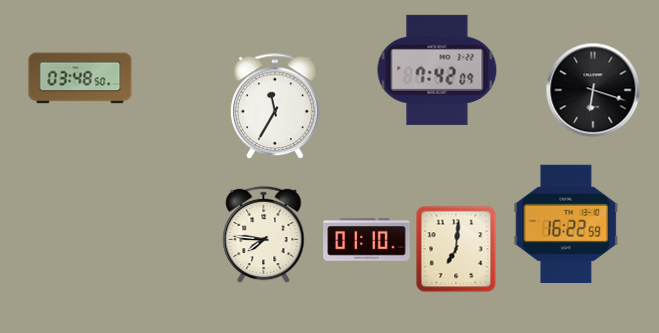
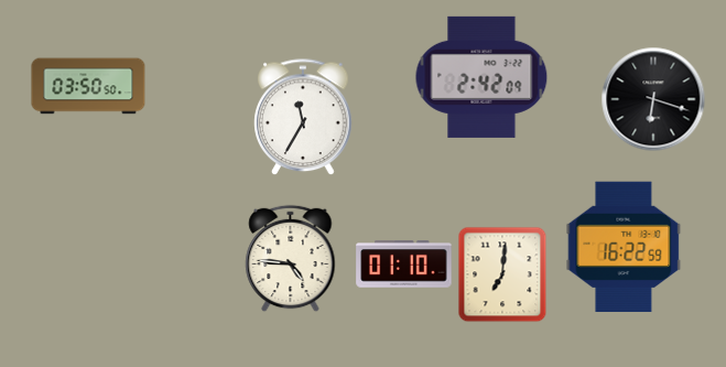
clock at (437, 70): 7:42 -> 2:42
clock at (80, 78): 03:48 -> 03:50
clock at (264, 234): 7:46 -> 4:46
